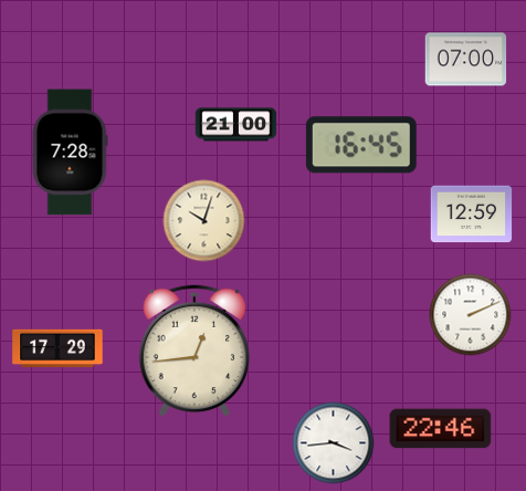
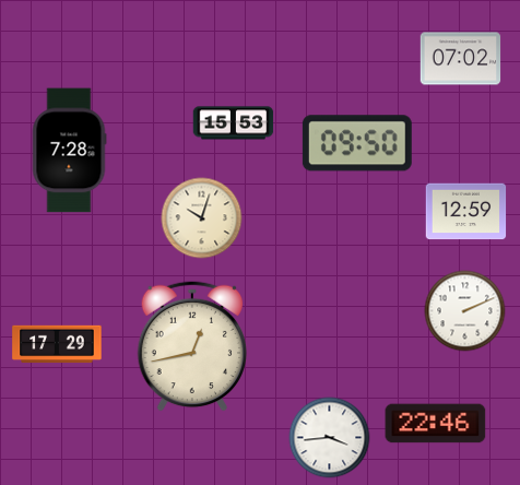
clock at (466, 60): 07:00 -> 07:02
clock at (236, 125): 21:00 -> 15:53
clock at (361, 145): 16:45 -> 09:50
clock at (194, 351): 12:44 -> 12:43
